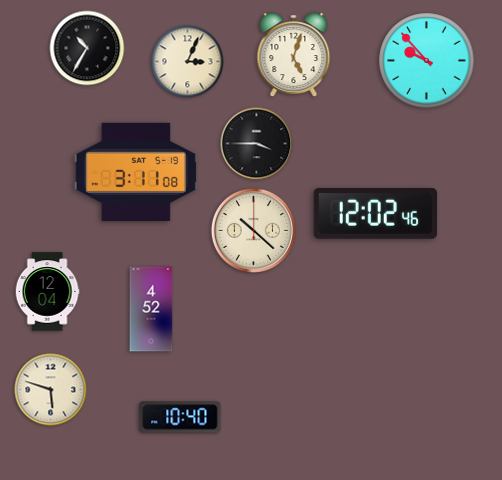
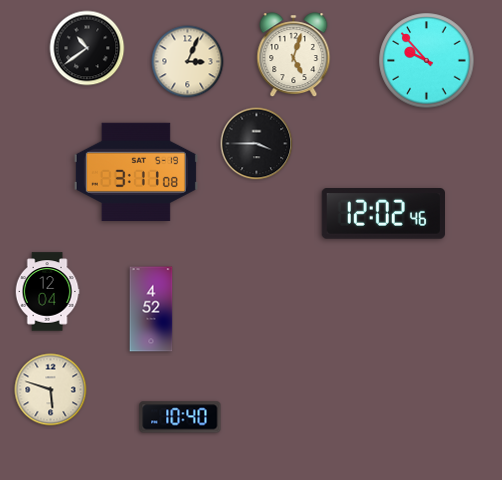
clock at (87, 48): 10:35 -> 10:39
clock at (375, 214) position: (375, 214) -> (383, 214)
clock at (253, 230): 10:22 -> none
